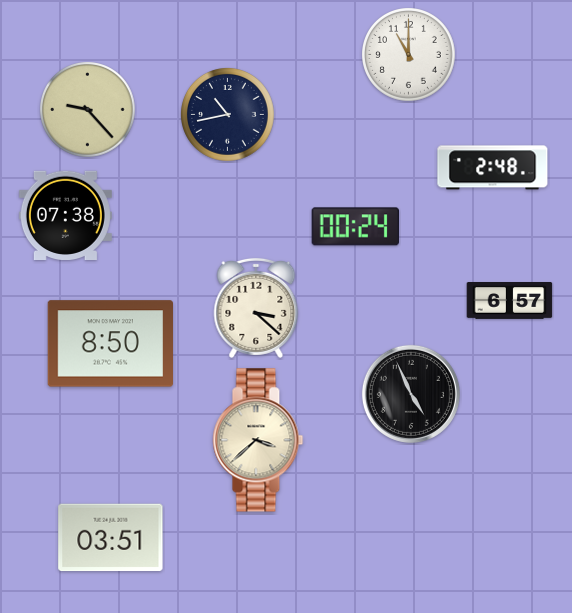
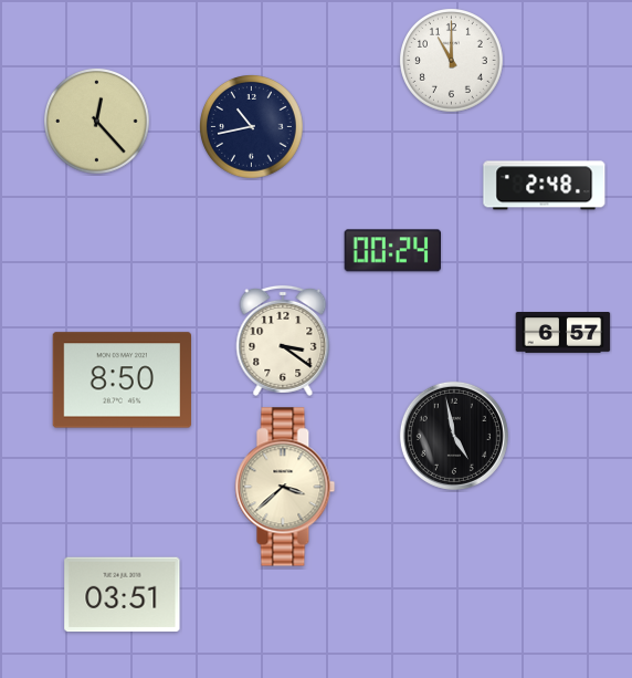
clock at (88, 110): 9:23 -> 12:23
clock at (65, 215): 07:38 -> none
clock at (256, 308): 3:22 -> 3:21
clock at (411, 394): 4:56 -> 4:58
